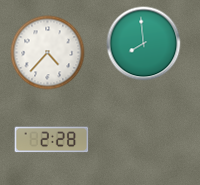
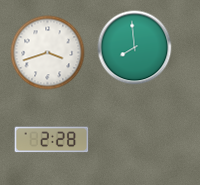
clock at (144, 44) position: (144, 44) -> (135, 48)
clock at (48, 53): 4:37 -> 3:42
